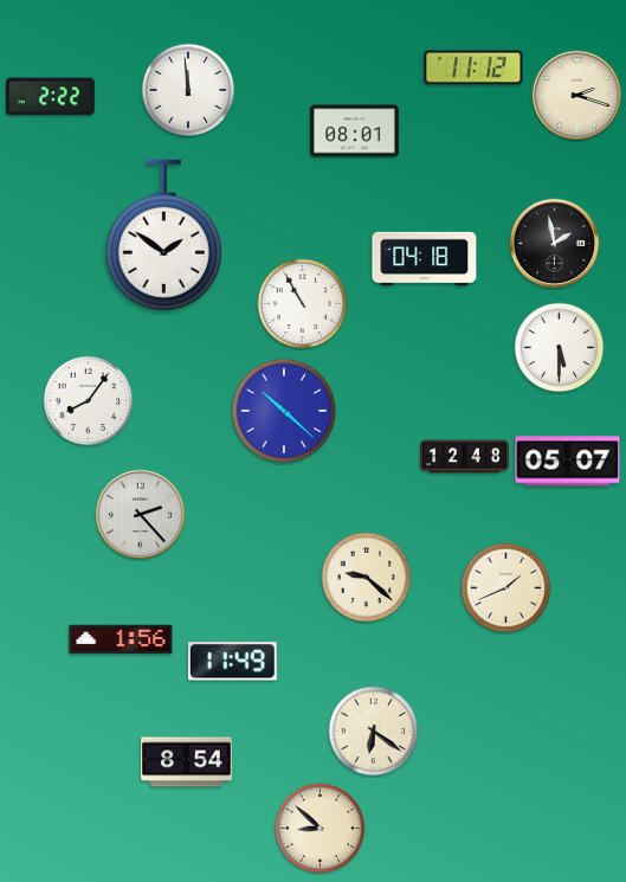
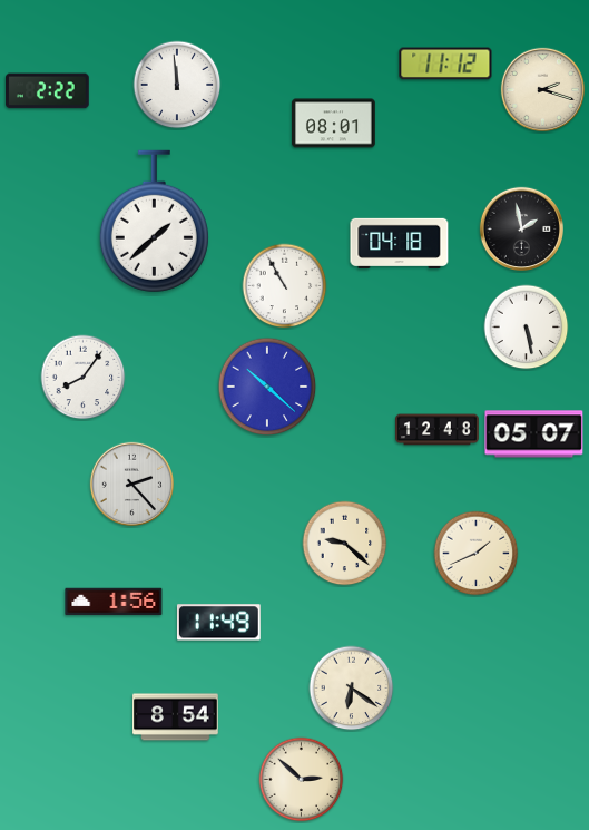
clock at (163, 236): 1:51 -> 1:38
clock at (560, 348): 5:30 -> 5:28
clock at (321, 829): 8:52 -> 2:52
